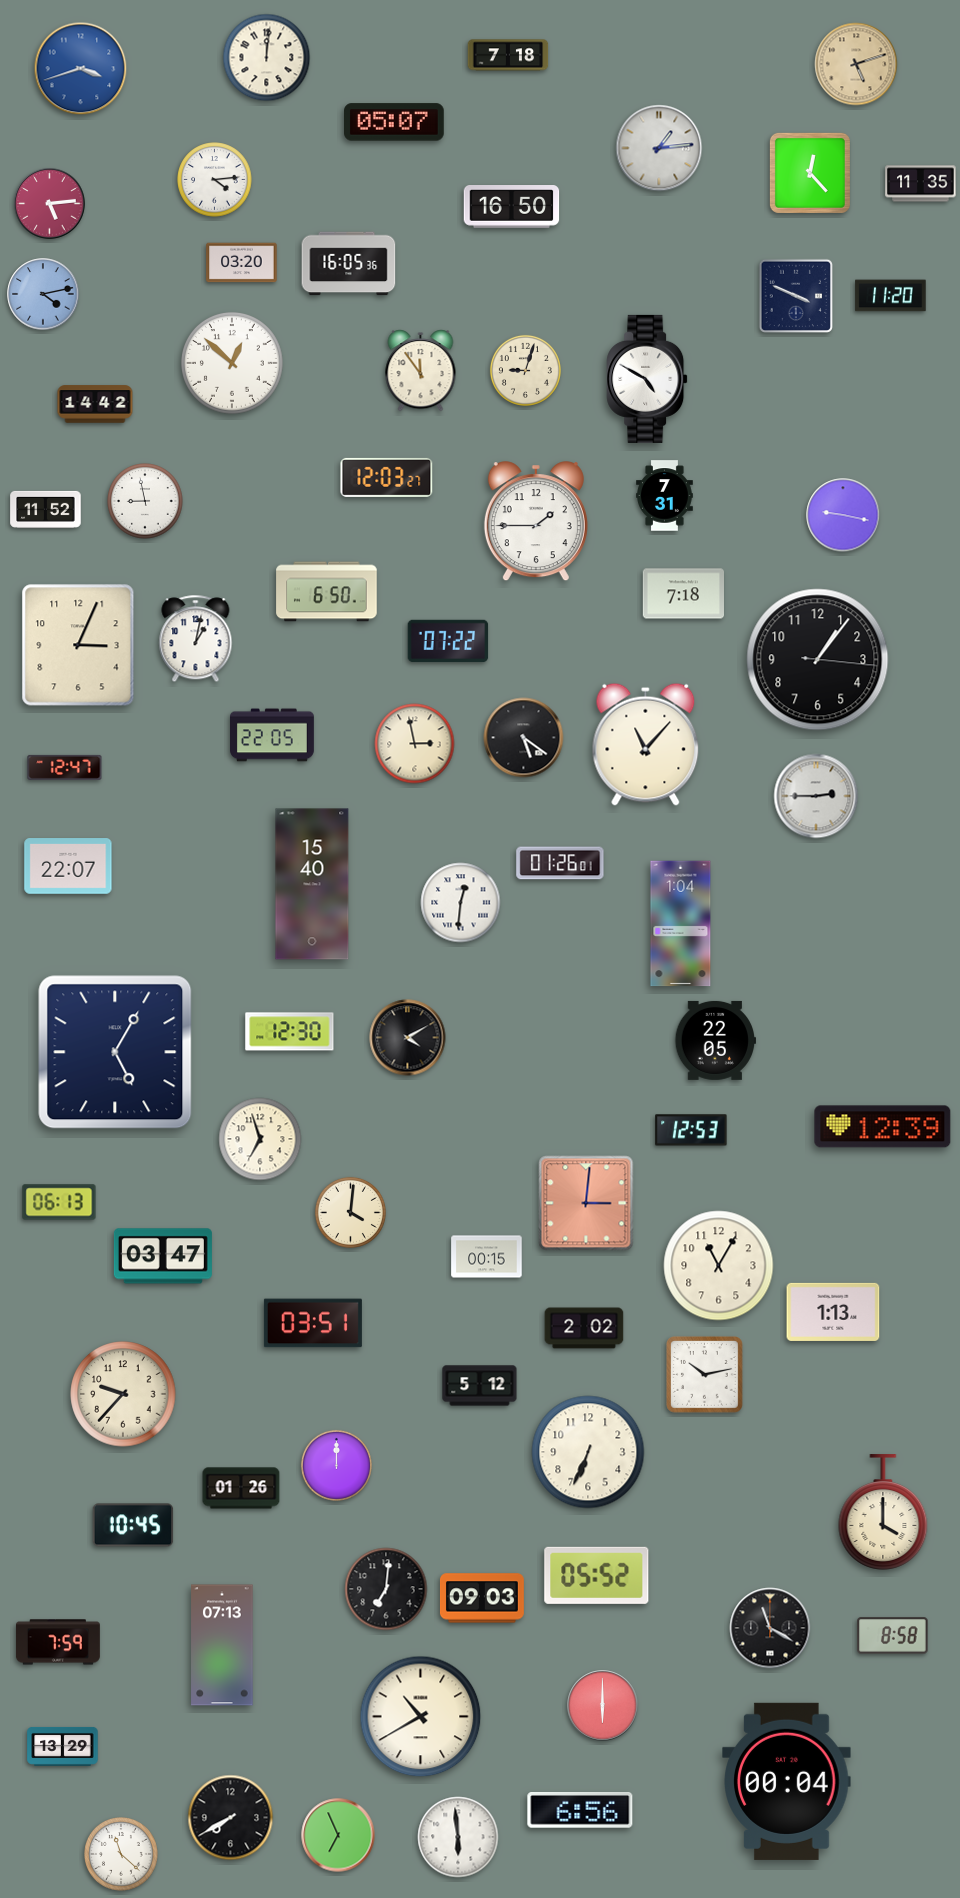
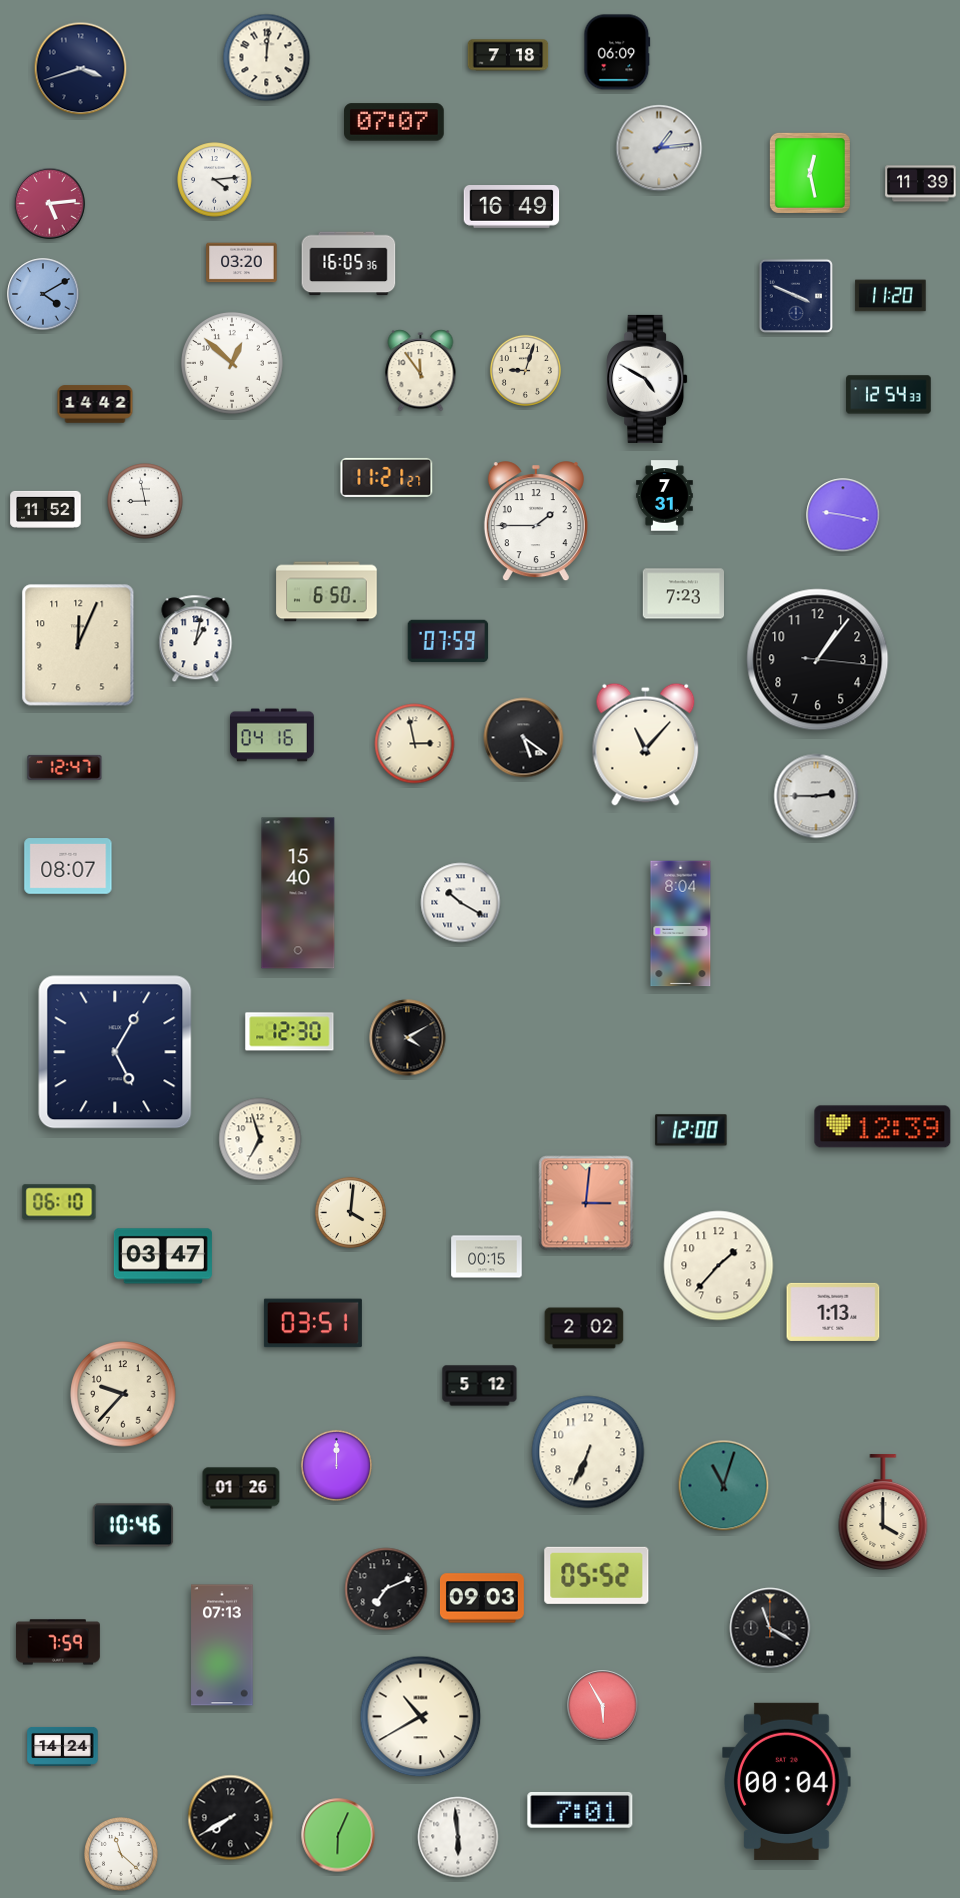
clock at (617, 52): none -> 06:09
clock at (856, 64): 5:12 -> none
clock at (81, 69) dial: blue -> navy
clock at (395, 122): 05:07 -> 07:07
clock at (810, 173): 12:23 -> 12:28
clock at (921, 184): 11:35 -> 11:39
clock at (512, 207): 16:50 -> 16:49
clock at (43, 294): 4:13 -> 4:10
clock at (889, 395): none -> 12:54
clock at (387, 477): 12:03 -> 11:21
clock at (683, 594): 7:18 -> 7:23
clock at (448, 641): 07:22 -> 07:59
clock at (78, 645): 3:04 -> 12:04
clock at (273, 735): 22:05 -> 04:16
clock at (560, 863): 01:26 -> none
clock at (68, 866): 22:07 -> 08:07
clock at (312, 884) position: (312, 884) -> (298, 893)
clock at (461, 903): 12:31 -> 10:20
clock at (681, 924): 1:04 -> 8:04
clock at (715, 1040): 22:05 -> none
clock at (691, 1130): 12:53 -> 12:00
clock at (59, 1202): 06:13 -> 06:10
clock at (719, 1266): 11:05 -> 1:37
clock at (705, 1375): 10:13 -> none
clock at (724, 1486): none -> 11:03
clock at (133, 1525): 10:45 -> 10:46
clock at (386, 1589): 7:01 -> 7:11
clock at (893, 1636): 8:58 -> none
clock at (603, 1706): 6:00 -> 5:55
clock at (63, 1746): 13:29 -> 14:24
clock at (580, 1811): 6:56 -> 7:01
clock at (338, 1835): 6:56 -> 6:04
